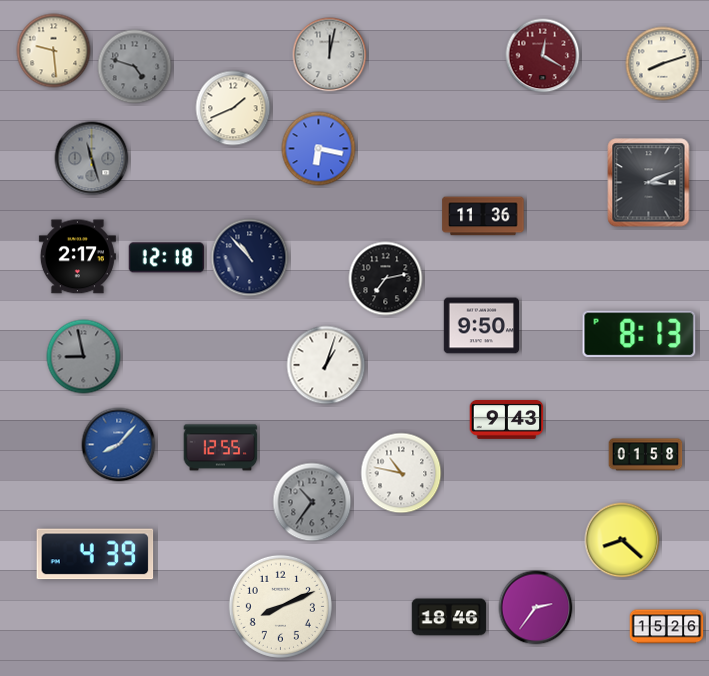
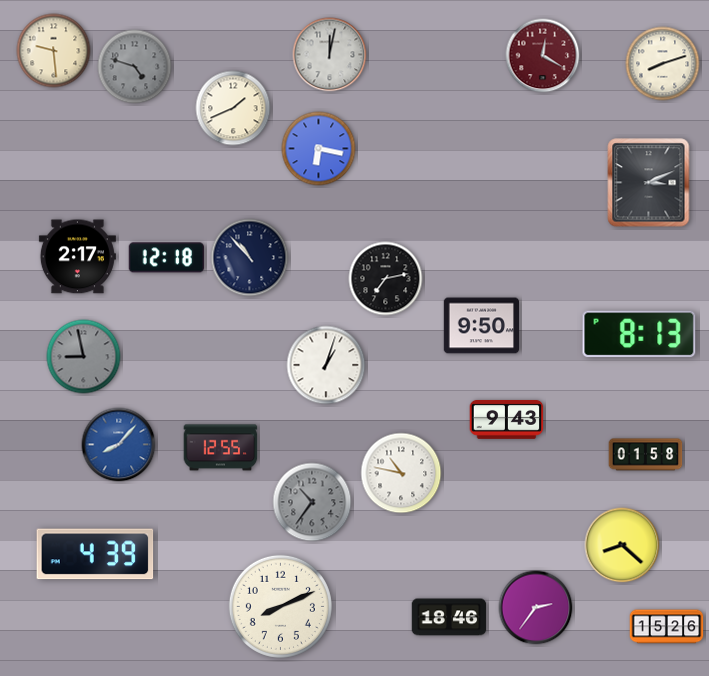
clock at (92, 159): 11:27 -> none
clock at (483, 216): 11:36 -> none
clock at (622, 540) position: (622, 540) -> (622, 545)
